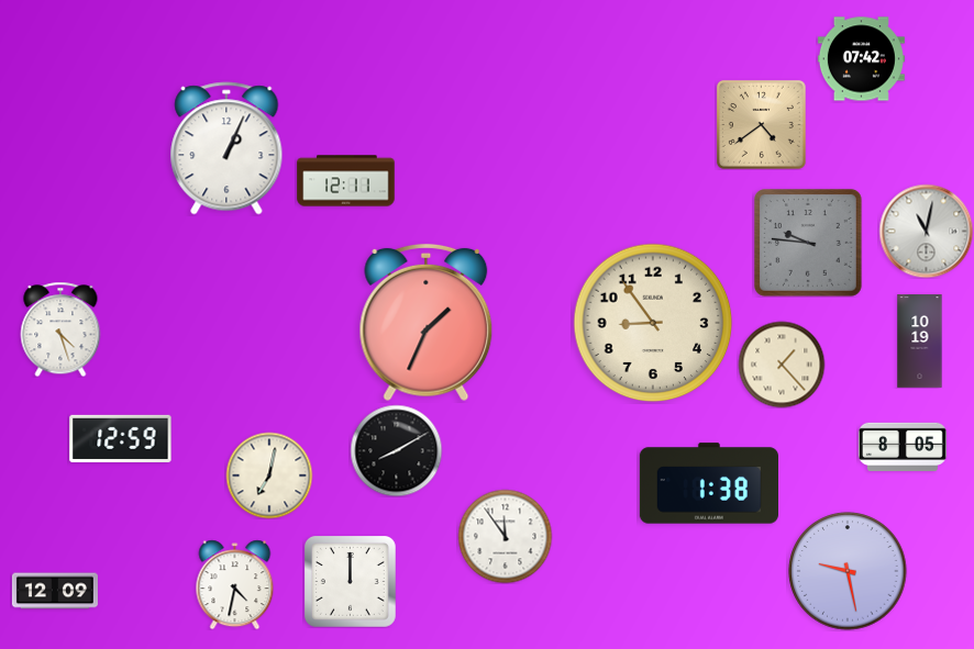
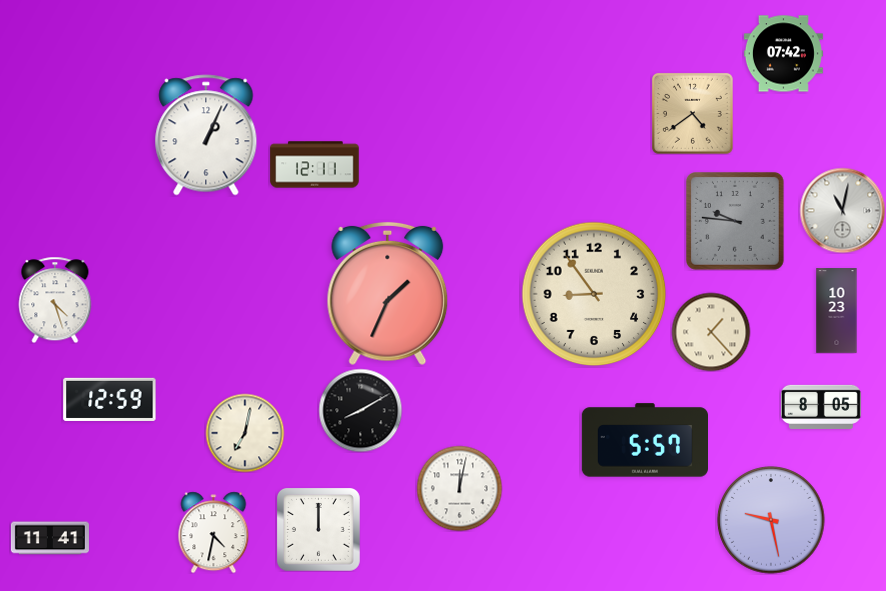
clock at (920, 342): 10:19 -> 10:23
clock at (708, 483): 1:38 -> 5:57
clock at (505, 536): 11:54 -> 12:02
clock at (55, 591): 12:09 -> 11:41
